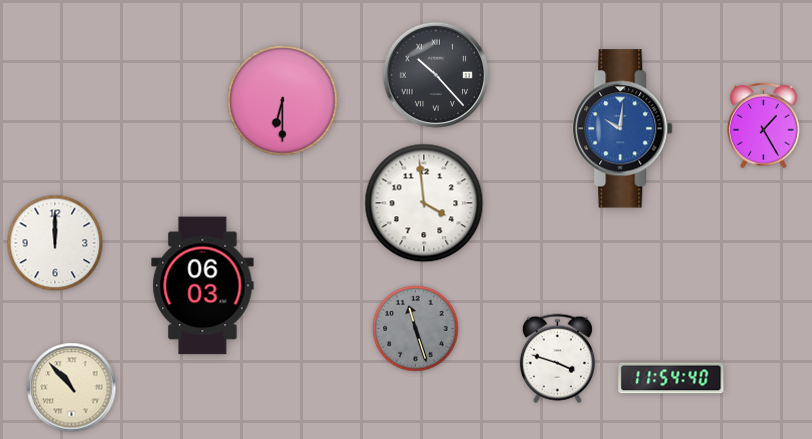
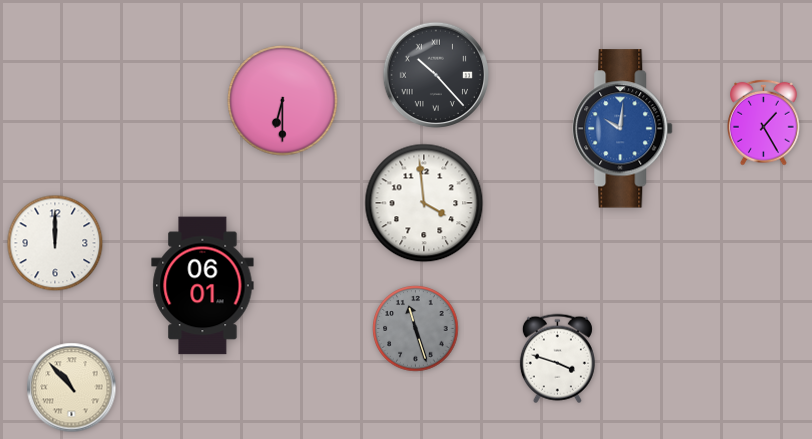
clock at (764, 125) position: (764, 125) -> (764, 122)
clock at (203, 286): 06:03 -> 06:01
clock at (671, 378): 11:54 -> none
